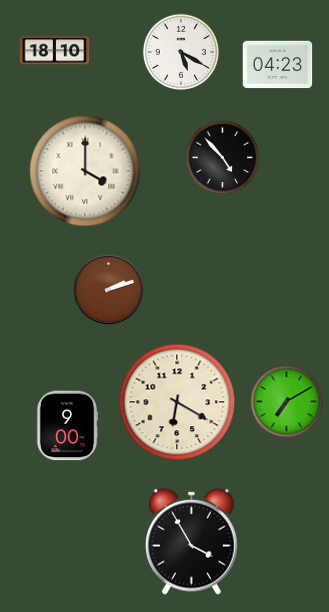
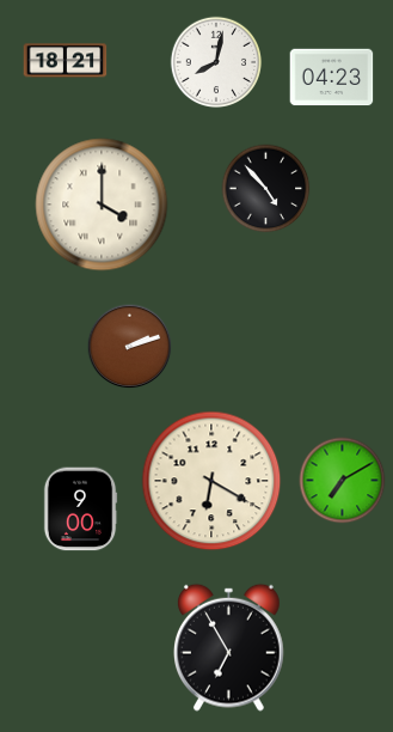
clock at (55, 51): 18:10 -> 18:21
clock at (181, 52): 5:20 -> 8:02
clock at (192, 541): 3:55 -> 6:55
